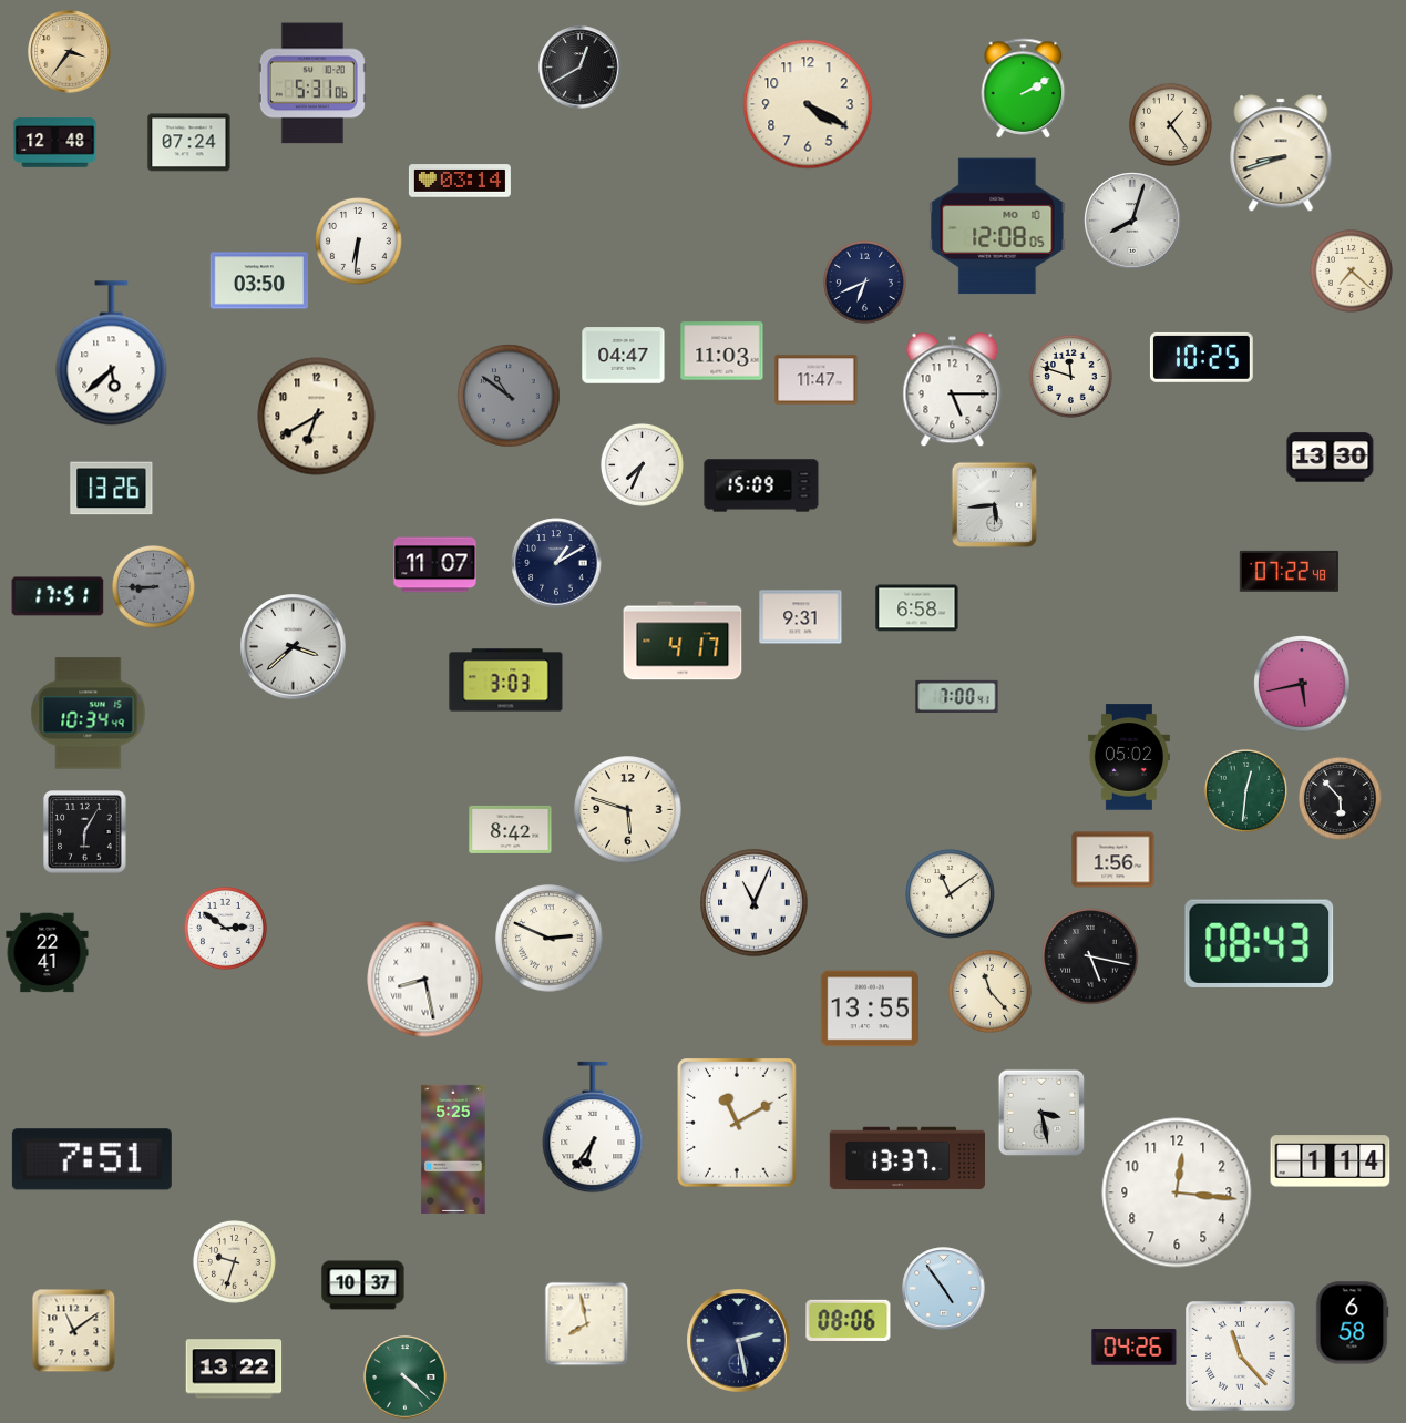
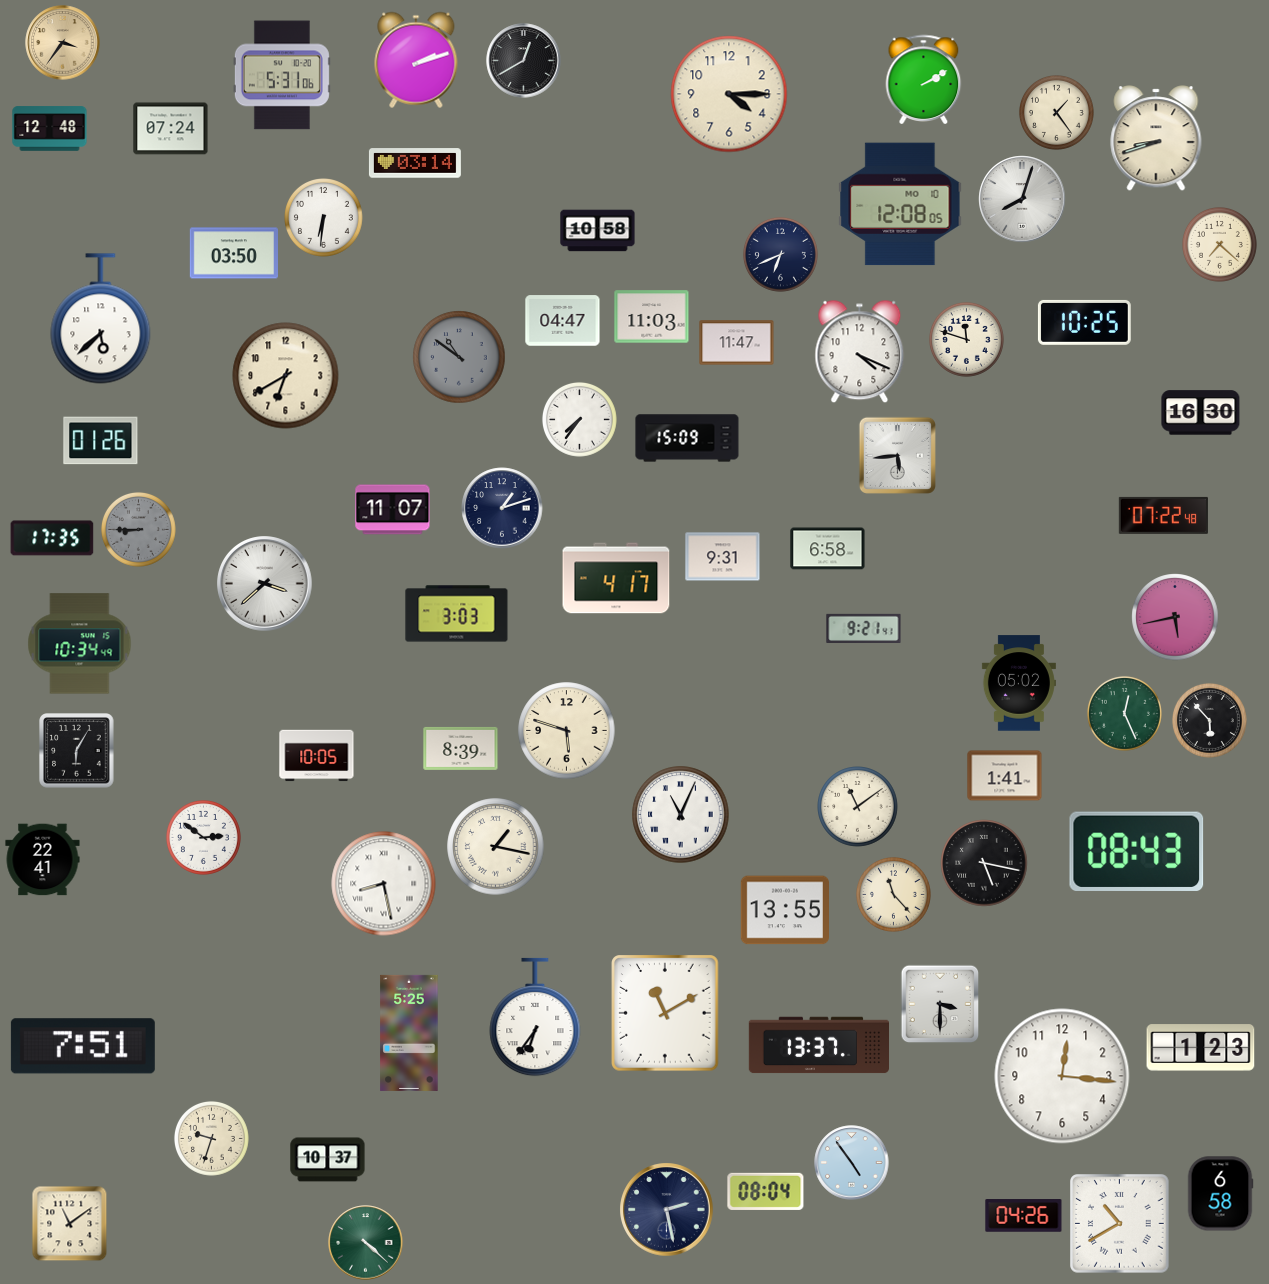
clock at (70, 52) position: (70, 52) -> (63, 43)
clock at (416, 60): none -> 2:12
clock at (808, 104): 4:20 -> 4:15
clock at (598, 231): none -> 10:58
clock at (953, 390): 5:15 -> 4:19
clock at (1331, 458): 13:30 -> 16:30
clock at (642, 464): 7:34 -> 7:36
clock at (112, 489): 13:26 -> 01:26
clock at (556, 563): 1:10 -> 1:12
clock at (58, 596): 17:51 -> 17:35
clock at (957, 696): 7:00 -> 9:21
clock at (1245, 790): 12:31 -> 12:26
clock at (511, 829): 8:42 -> 8:39
clock at (317, 756): none -> 10:05
clock at (1113, 860): 1:56 -> 1:41
clock at (550, 939): 2:49 -> 1:17
clock at (1041, 1113): 3:28 -> 3:30
clock at (453, 1149) position: (453, 1149) -> (409, 1033)
clock at (1331, 1161): 1:14 -> 1:23
clock at (849, 1320): 08:06 -> 08:04
clock at (587, 1324): 7:58 -> none
clock at (74, 1331) position: (74, 1331) -> (70, 1224)
clock at (1241, 1357): 11:23 -> 10:40
clock at (234, 1369): 13:22 -> none
